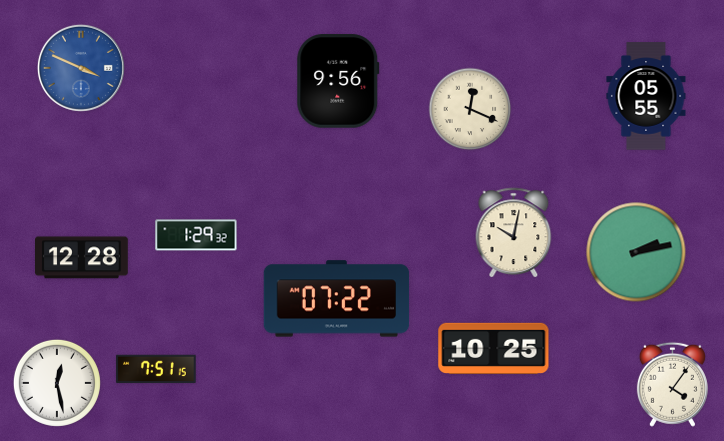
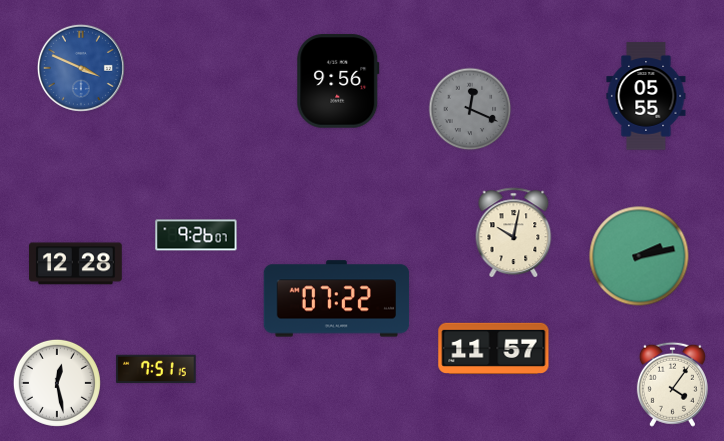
clock at (470, 109) dial: cream -> grey
clock at (196, 235): 1:29 -> 9:26
clock at (636, 252) position: (636, 252) -> (639, 256)
clock at (82, 258) position: (82, 258) -> (76, 264)
clock at (494, 348): 10:25 -> 11:57
